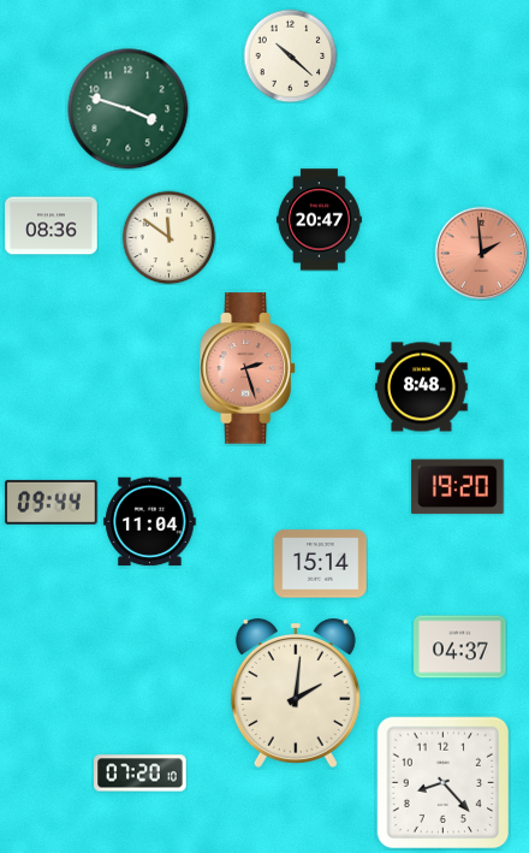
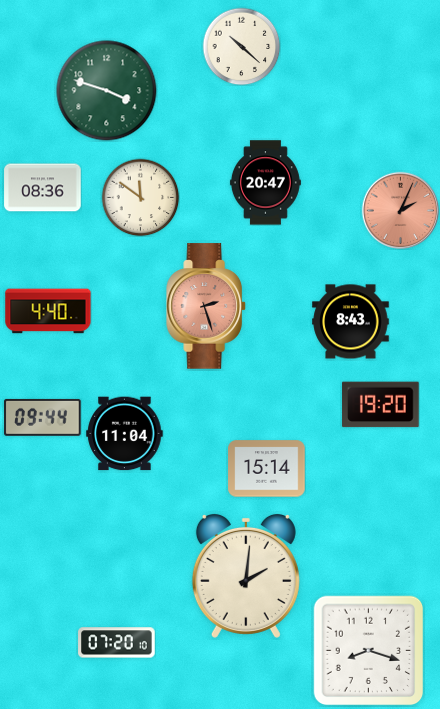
clock at (481, 253): 1:59 -> 2:04
clock at (48, 311): none -> 4:40
clock at (422, 387): 8:48 -> 8:43
clock at (460, 647): 04:37 -> none
clock at (444, 783): 8:23 -> 8:18
